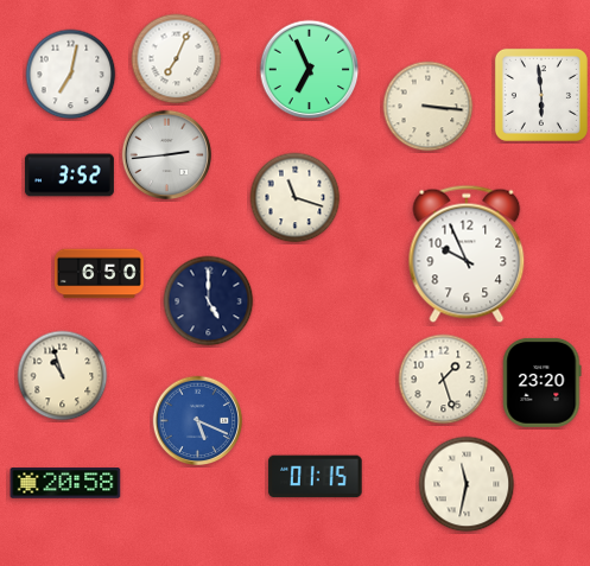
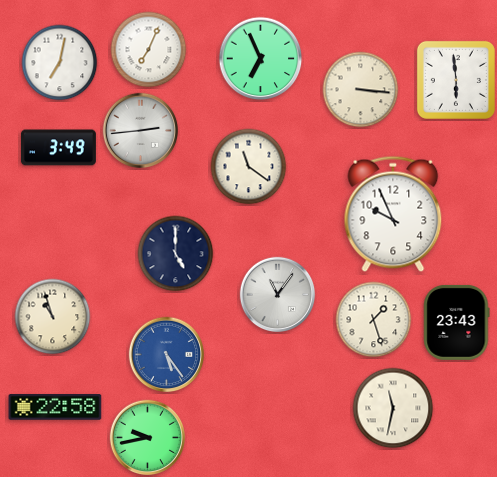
clock at (69, 176): 3:52 -> 3:49
clock at (296, 198): 11:18 -> 11:21
clock at (99, 274): 6:50 -> none
clock at (278, 295): none -> 11:06
clock at (543, 382): 23:20 -> 23:43
clock at (198, 421): 5:19 -> 5:24
clock at (316, 477): 01:15 -> none
clock at (65, 483): 20:58 -> 22:58
clock at (148, 438): none -> 9:43
